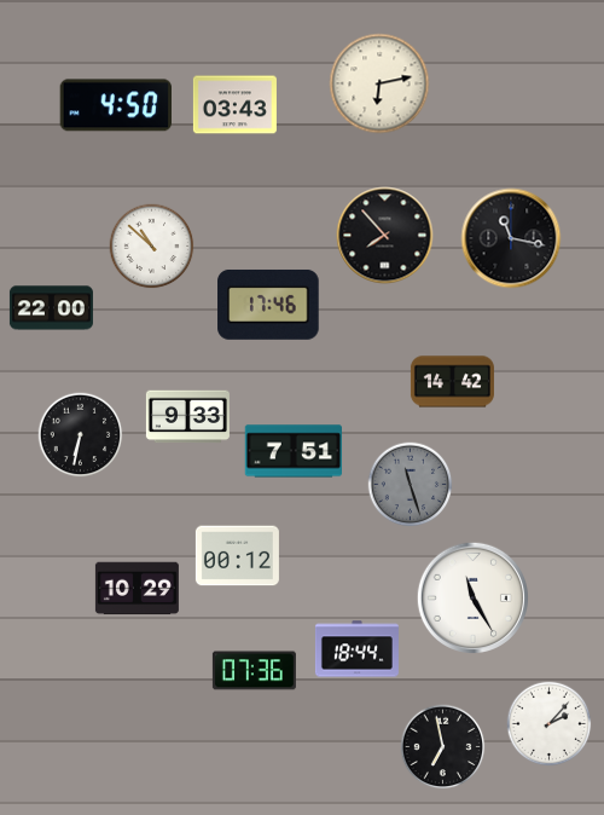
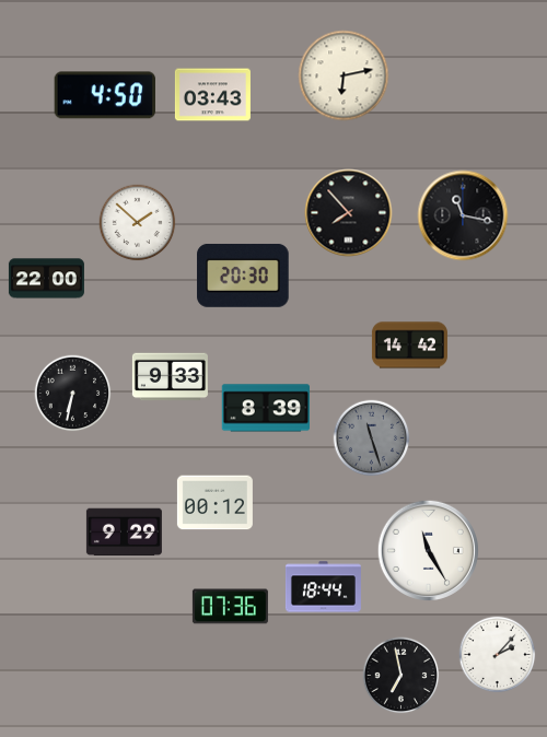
clock at (152, 247): 10:52 -> 1:52
clock at (268, 305): 17:46 -> 20:30
clock at (292, 451): 7:51 -> 8:39
clock at (137, 589): 10:29 -> 9:29
clock at (472, 597) position: (472, 597) -> (428, 550)
